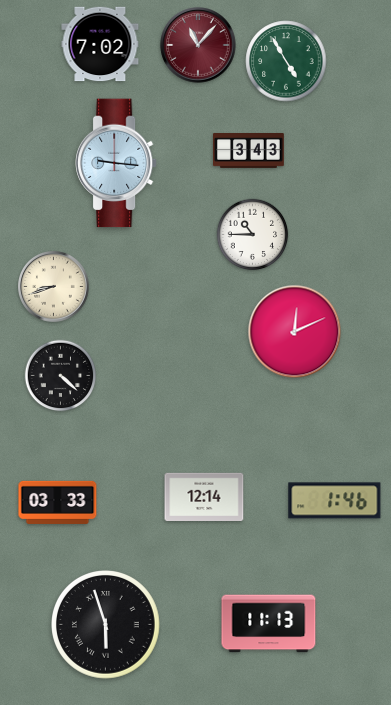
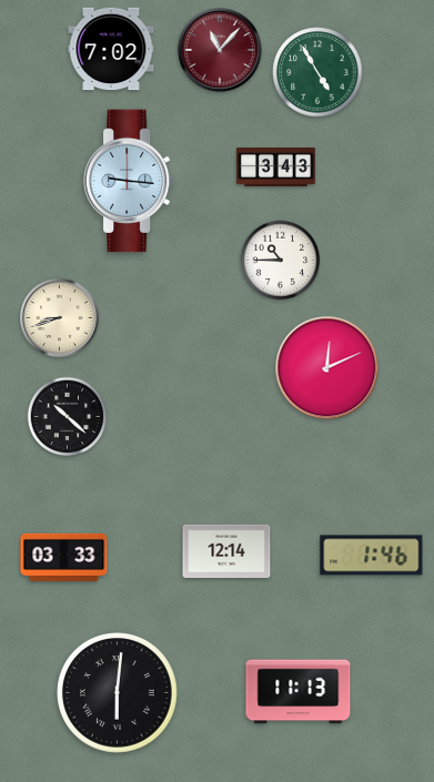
clock at (286, 61) position: (286, 61) -> (317, 72)
clock at (61, 376): 4:22 -> 10:22
clock at (106, 625): 5:57 -> 6:01
